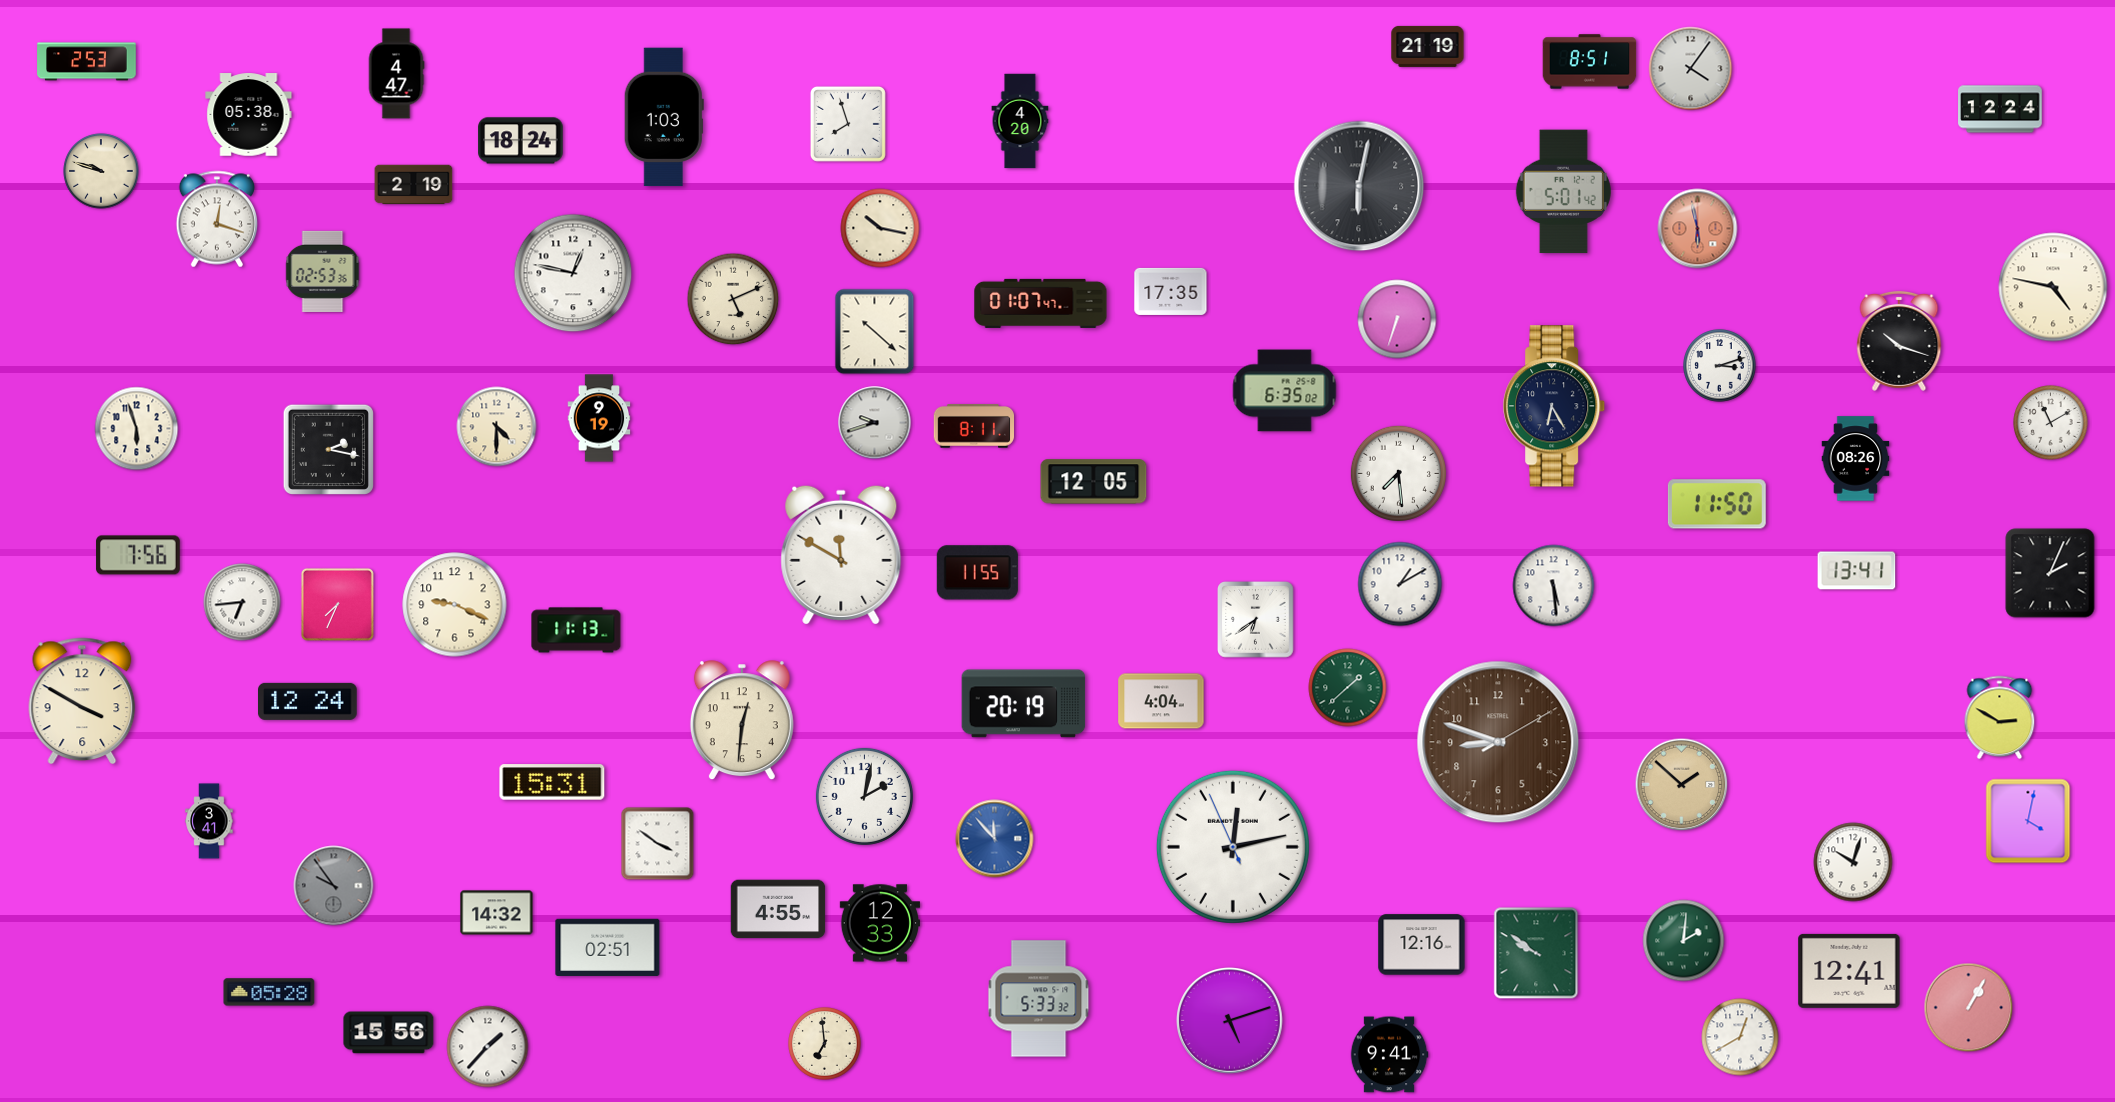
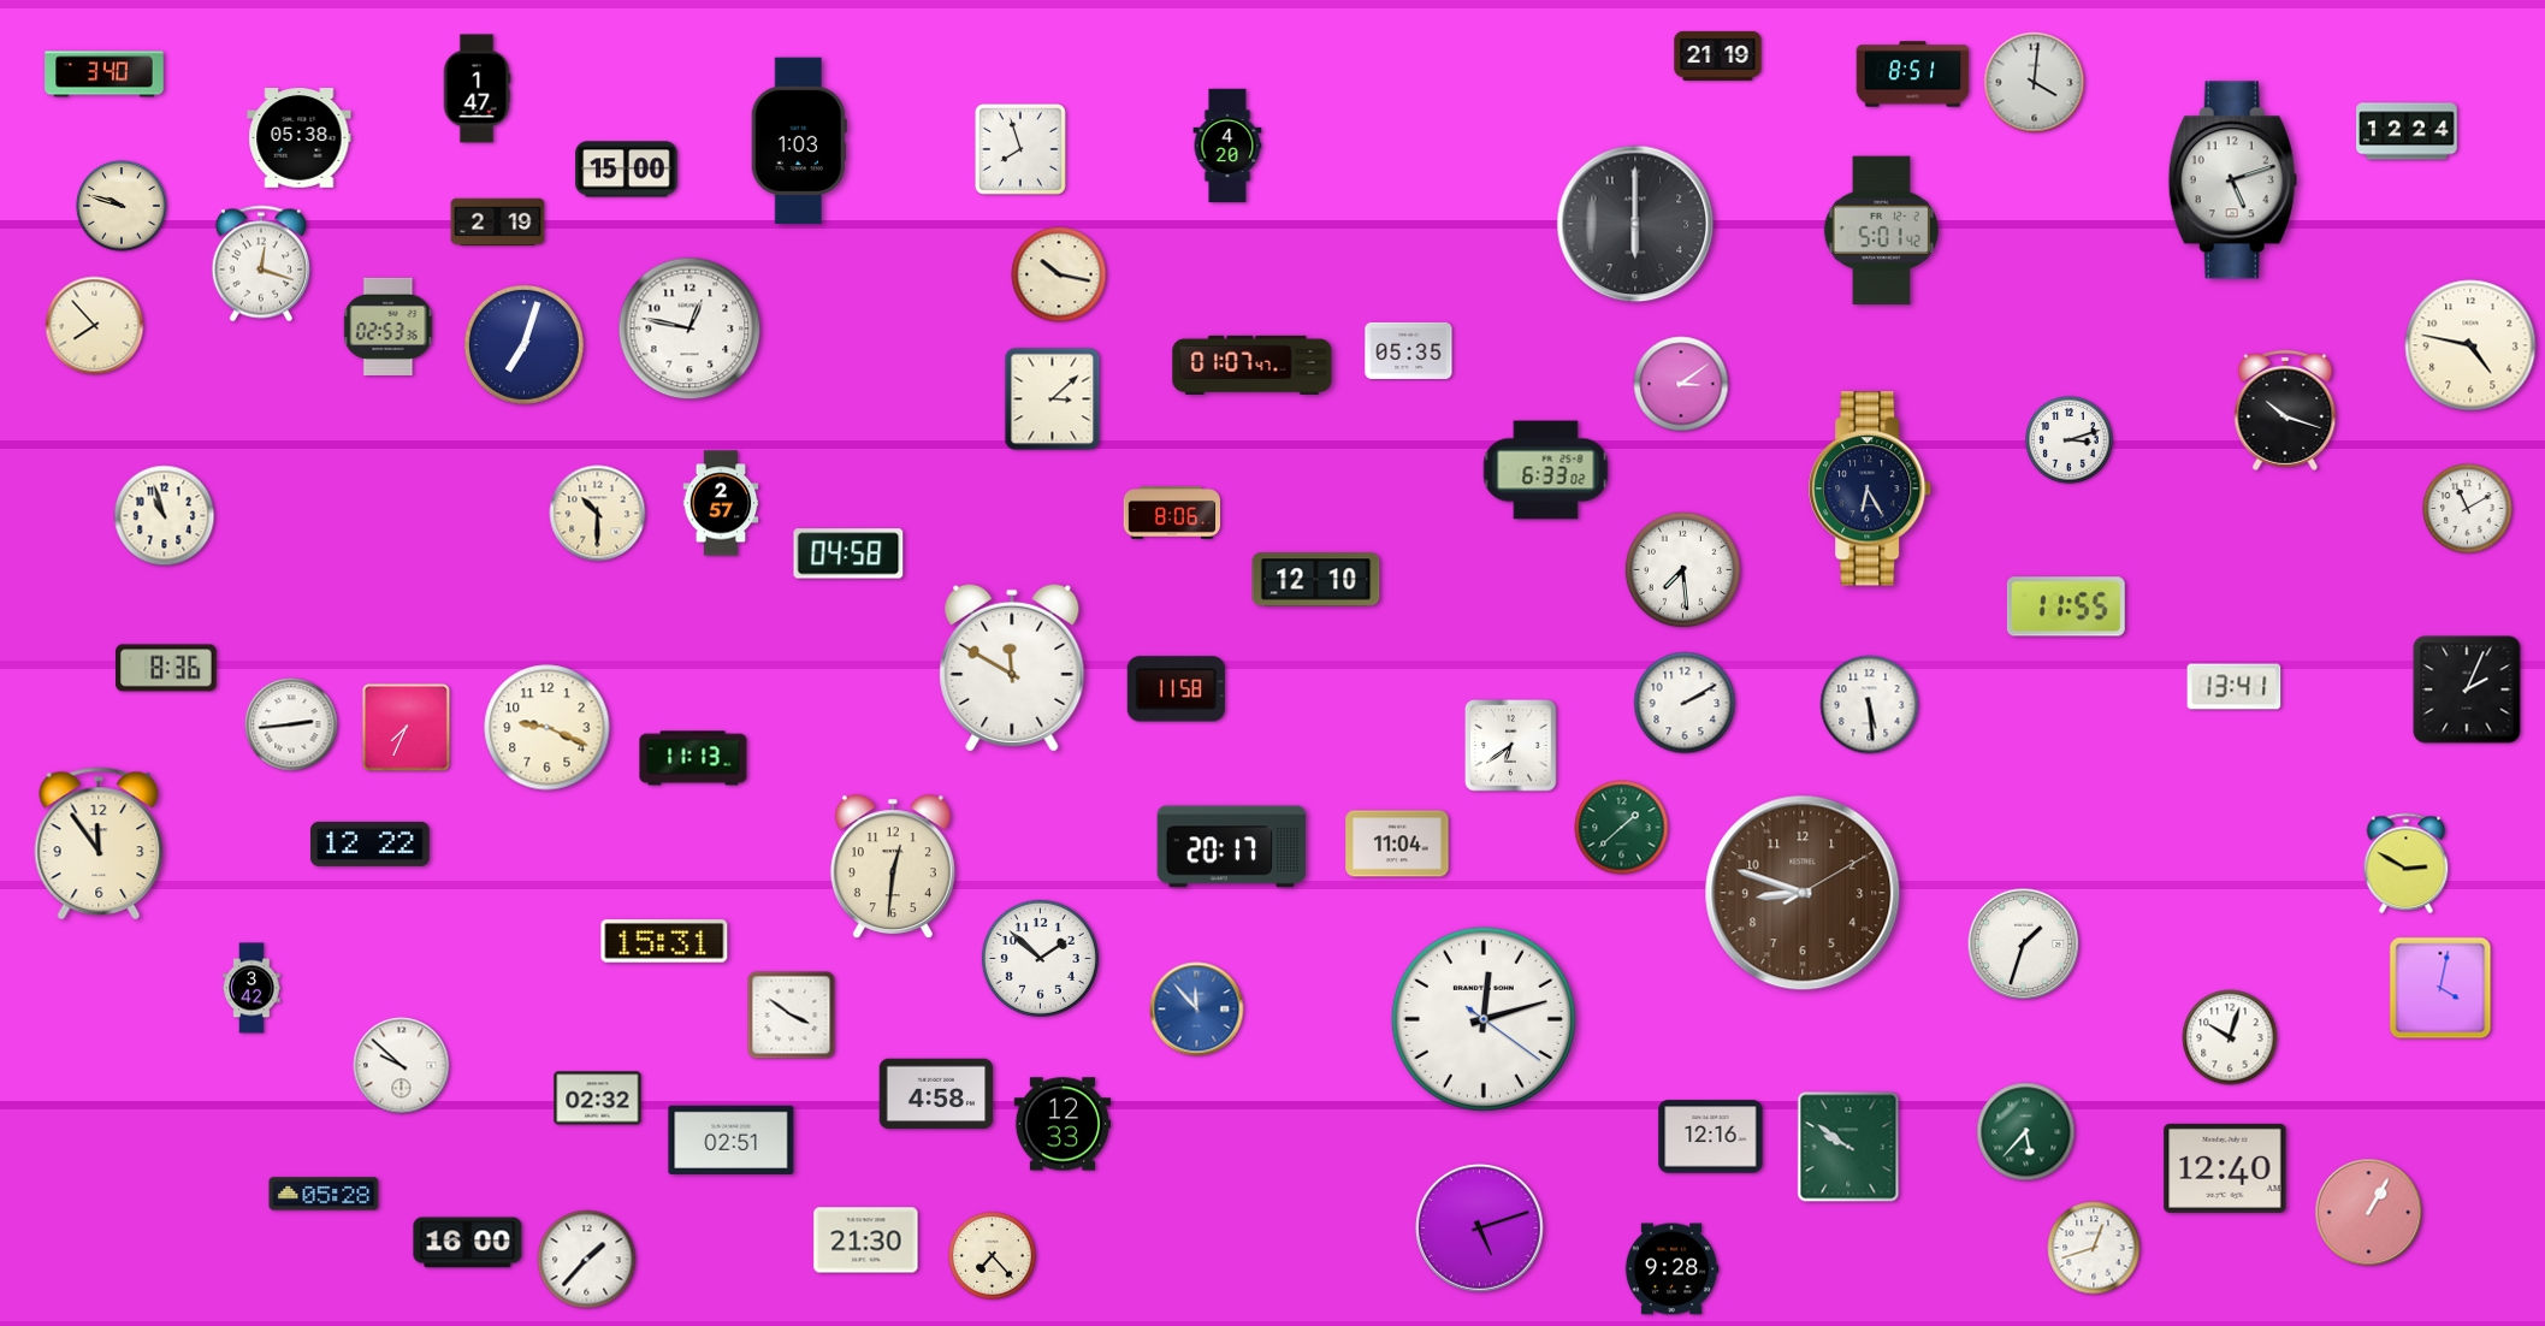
clock at (87, 62): 2:53 -> 3:40
clock at (1691, 69): 4:06 -> 4:01
clock at (396, 74): 4:47 -> 1:47
clock at (521, 141): 18:24 -> 15:00
clock at (2232, 180): none -> 5:12
clock at (1359, 186): 6:02 -> 6:00
clock at (1698, 229): 5:58 -> none
clock at (95, 326): none -> 7:53
clock at (523, 344): none -> 7:03
clock at (1171, 291): 17:35 -> 05:35
clock at (733, 299): 5:11 -> none
clock at (1397, 319): 6:33 -> 3:09
clock at (875, 332): 10:22 -> 3:08
clock at (1285, 391): 6:35 -> 6:33
clock at (599, 418): 9:19 -> 2:57
clock at (875, 423): 9:42 -> none
clock at (973, 426): 8:11 -> 8:06
clock at (497, 427): 4:30 -> 10:30
clock at (137, 429): 5:57 -> 10:57
clock at (328, 449): 2:17 -> none
clock at (1856, 459): 08:26 -> none
clock at (848, 554): none -> 04:58
clock at (1094, 482): 12:05 -> 12:10
clock at (1717, 504): 11:50 -> 11:55
clock at (138, 555): 7:56 -> 8:36
clock at (977, 573): 11:55 -> 11:58
clock at (1400, 584): 1:10 -> 2:10
clock at (242, 602): 6:44 -> 2:44
clock at (82, 700): 3:50 -> 11:54
clock at (308, 701): 12:24 -> 12:22
clock at (1161, 701): 4:04 -> 11:04
clock at (1024, 704): 20:19 -> 20:17
clock at (1682, 785): 1:52 -> 1:33
clock at (1682, 785) dial: champagne -> white
clock at (864, 796): 2:02 -> 1:52
clock at (209, 821): 3:41 -> 3:42
clock at (1233, 847): 12:12:56 -> 12:12:21
clock at (334, 886): 9:54 -> 9:52
clock at (334, 886) dial: grey -> white
clock at (778, 909): 4:55 -> 4:58
clock at (497, 913): 14:32 -> 02:32
clock at (880, 923) position: (880, 923) -> (1063, 1124)
clock at (1684, 941): 2:01 -> 5:37
clock at (1849, 971): 12:41 -> 12:40
clock at (1039, 999): 5:33 -> none
clock at (866, 1241): none -> 21:30
clock at (389, 1033): 15:56 -> 16:00
clock at (1740, 1037): 12:40 -> 12:42
clock at (825, 1044): 6:59 -> 7:23
clock at (1389, 1055): 9:41 -> 9:28
